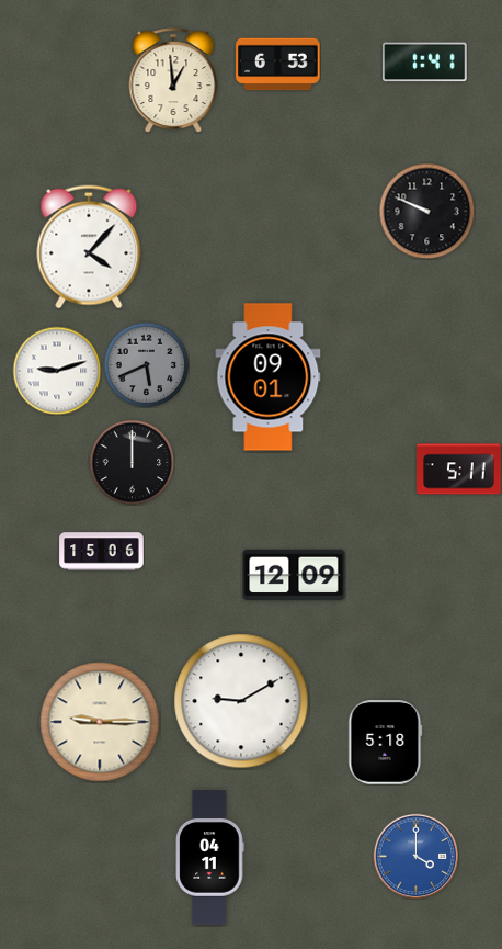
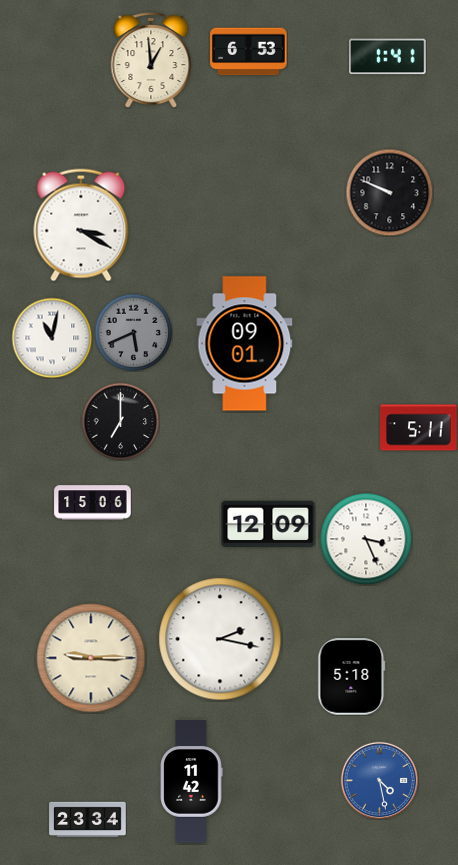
clock at (278, 65) position: (278, 65) -> (249, 52)
clock at (173, 80) position: (173, 80) -> (151, 60)
clock at (89, 247): 4:07 -> 3:20
clock at (57, 371): 9:12 -> 11:02
clock at (132, 462): 12:00 -> 7:00
clock at (366, 539): none -> 3:26
clock at (241, 701): 9:10 -> 2:17
clock at (415, 856): 4:00 -> 4:28
clock at (210, 858): 04:11 -> 11:42
clock at (88, 820): none -> 23:34
